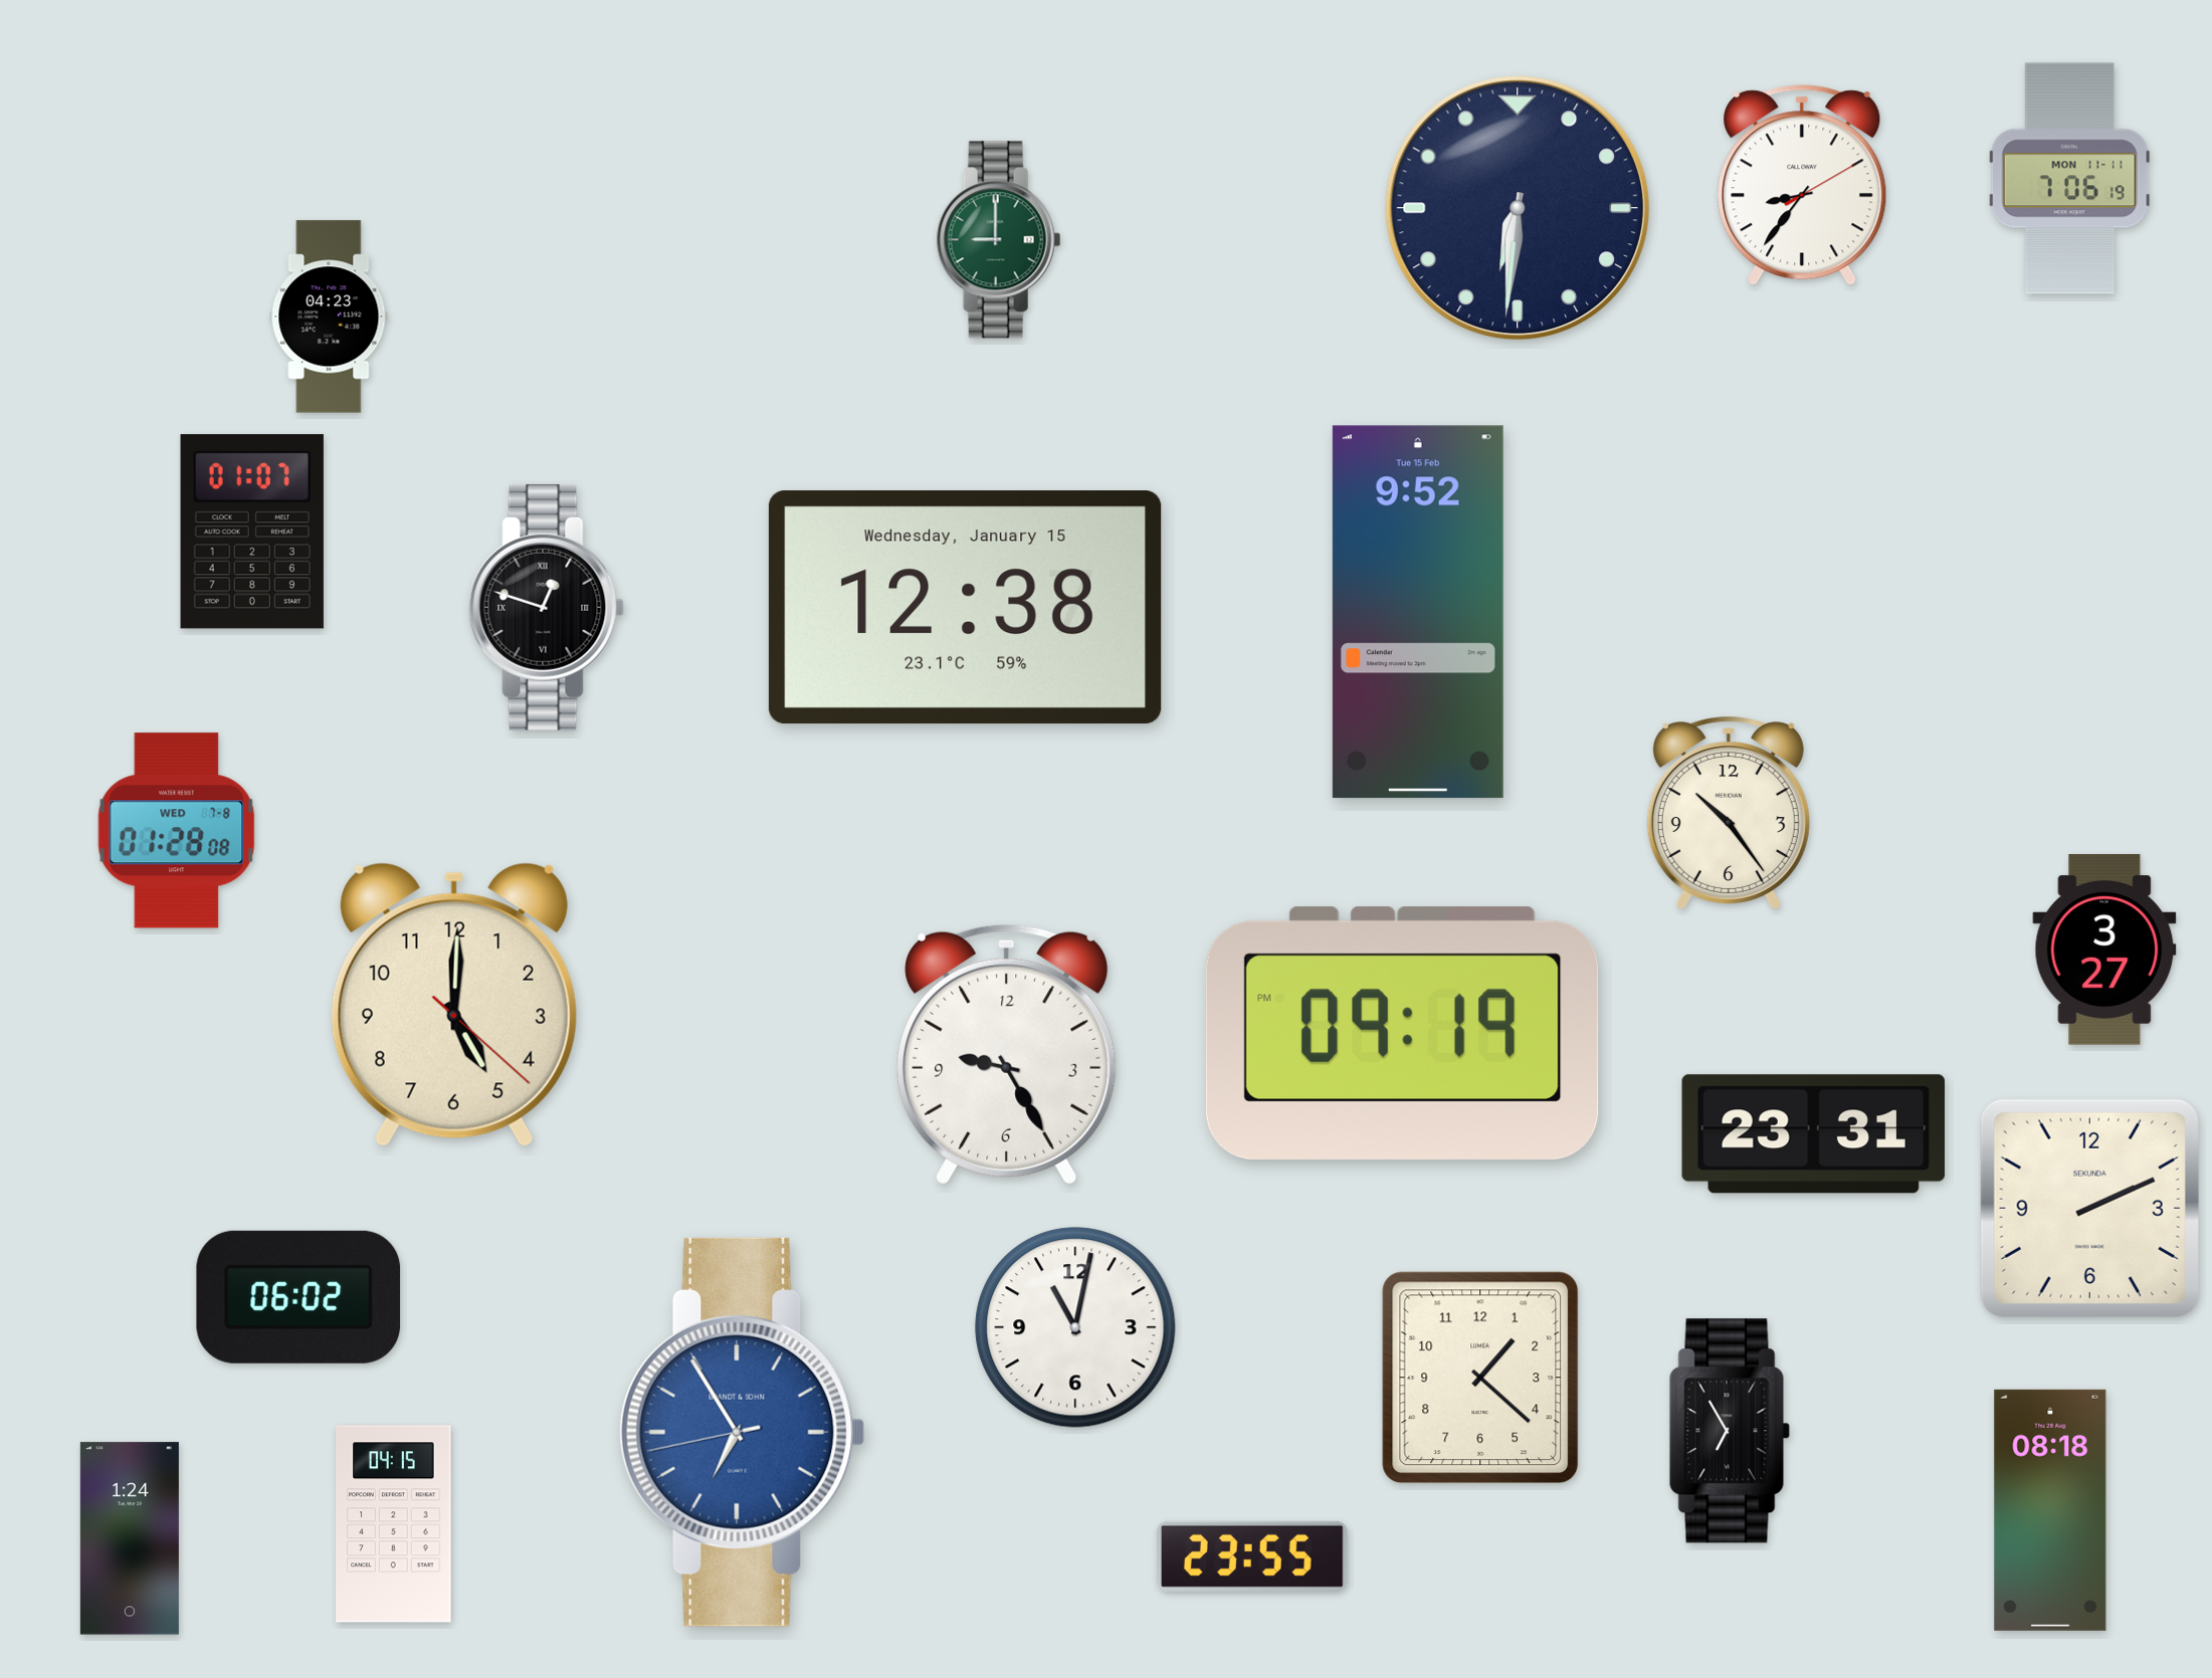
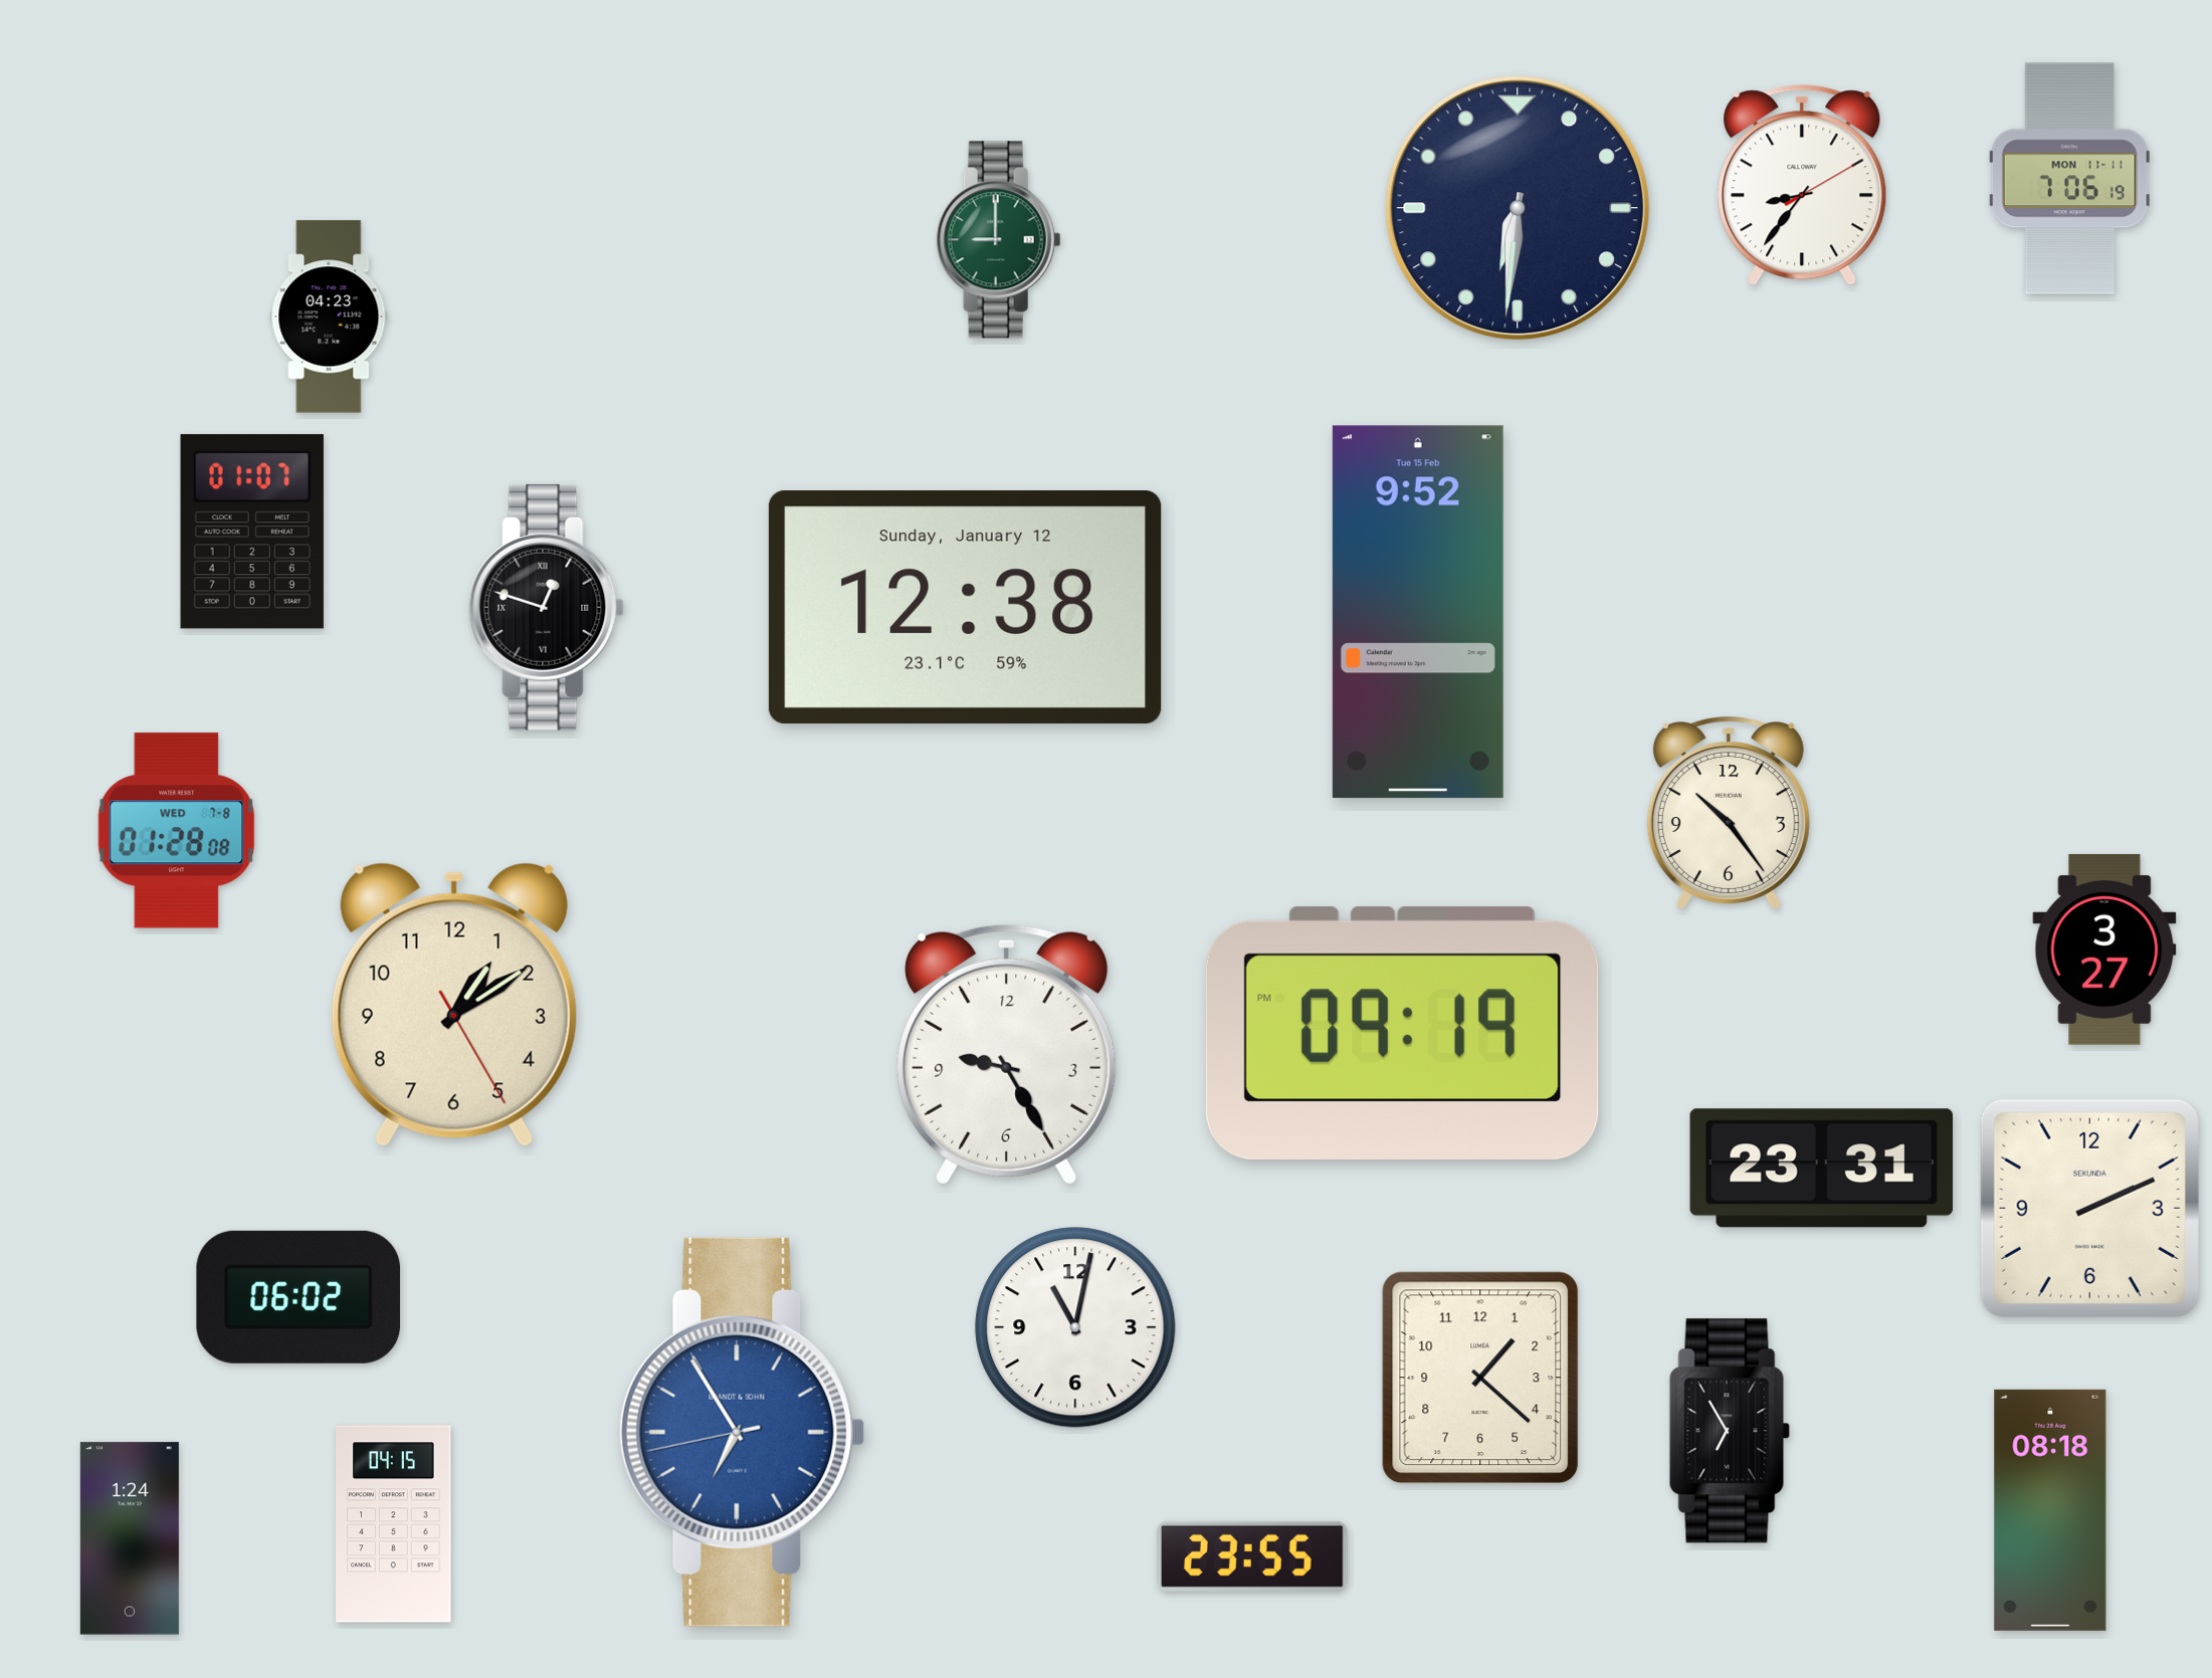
clock at (965, 608) date: Wednesday, January 15 -> Sunday, January 12
clock at (454, 1005): 5:00 -> 1:09
clock at (1813, 1134) position: (1813, 1134) -> (1821, 1169)
